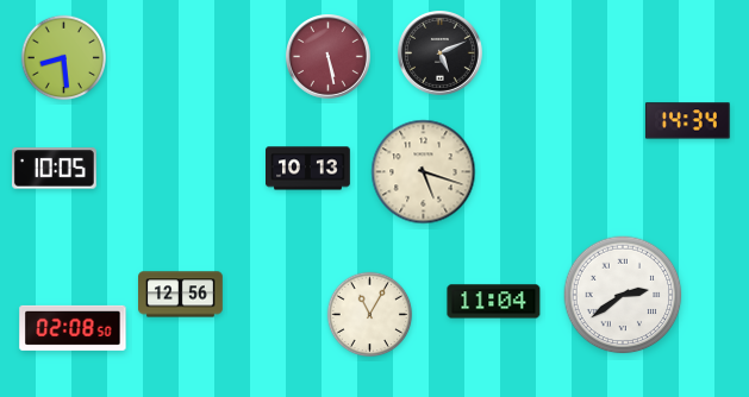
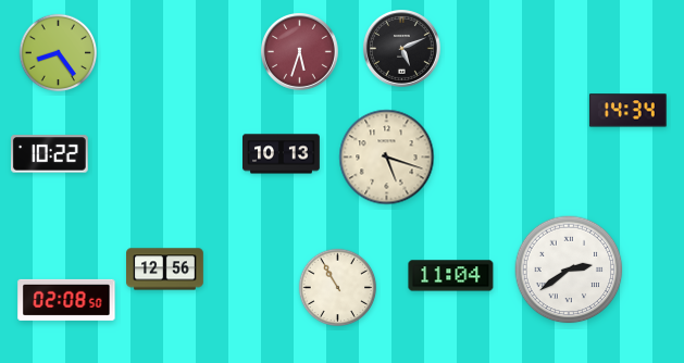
clock at (329, 57): 5:28 -> 5:33
clock at (64, 58): 8:29 -> 8:24
clock at (54, 169): 10:05 -> 10:22
clock at (370, 315): 11:05 -> 10:55
